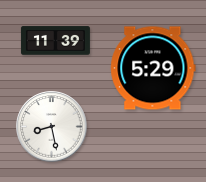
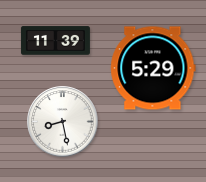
clock at (52, 127) position: (52, 127) -> (63, 122)
